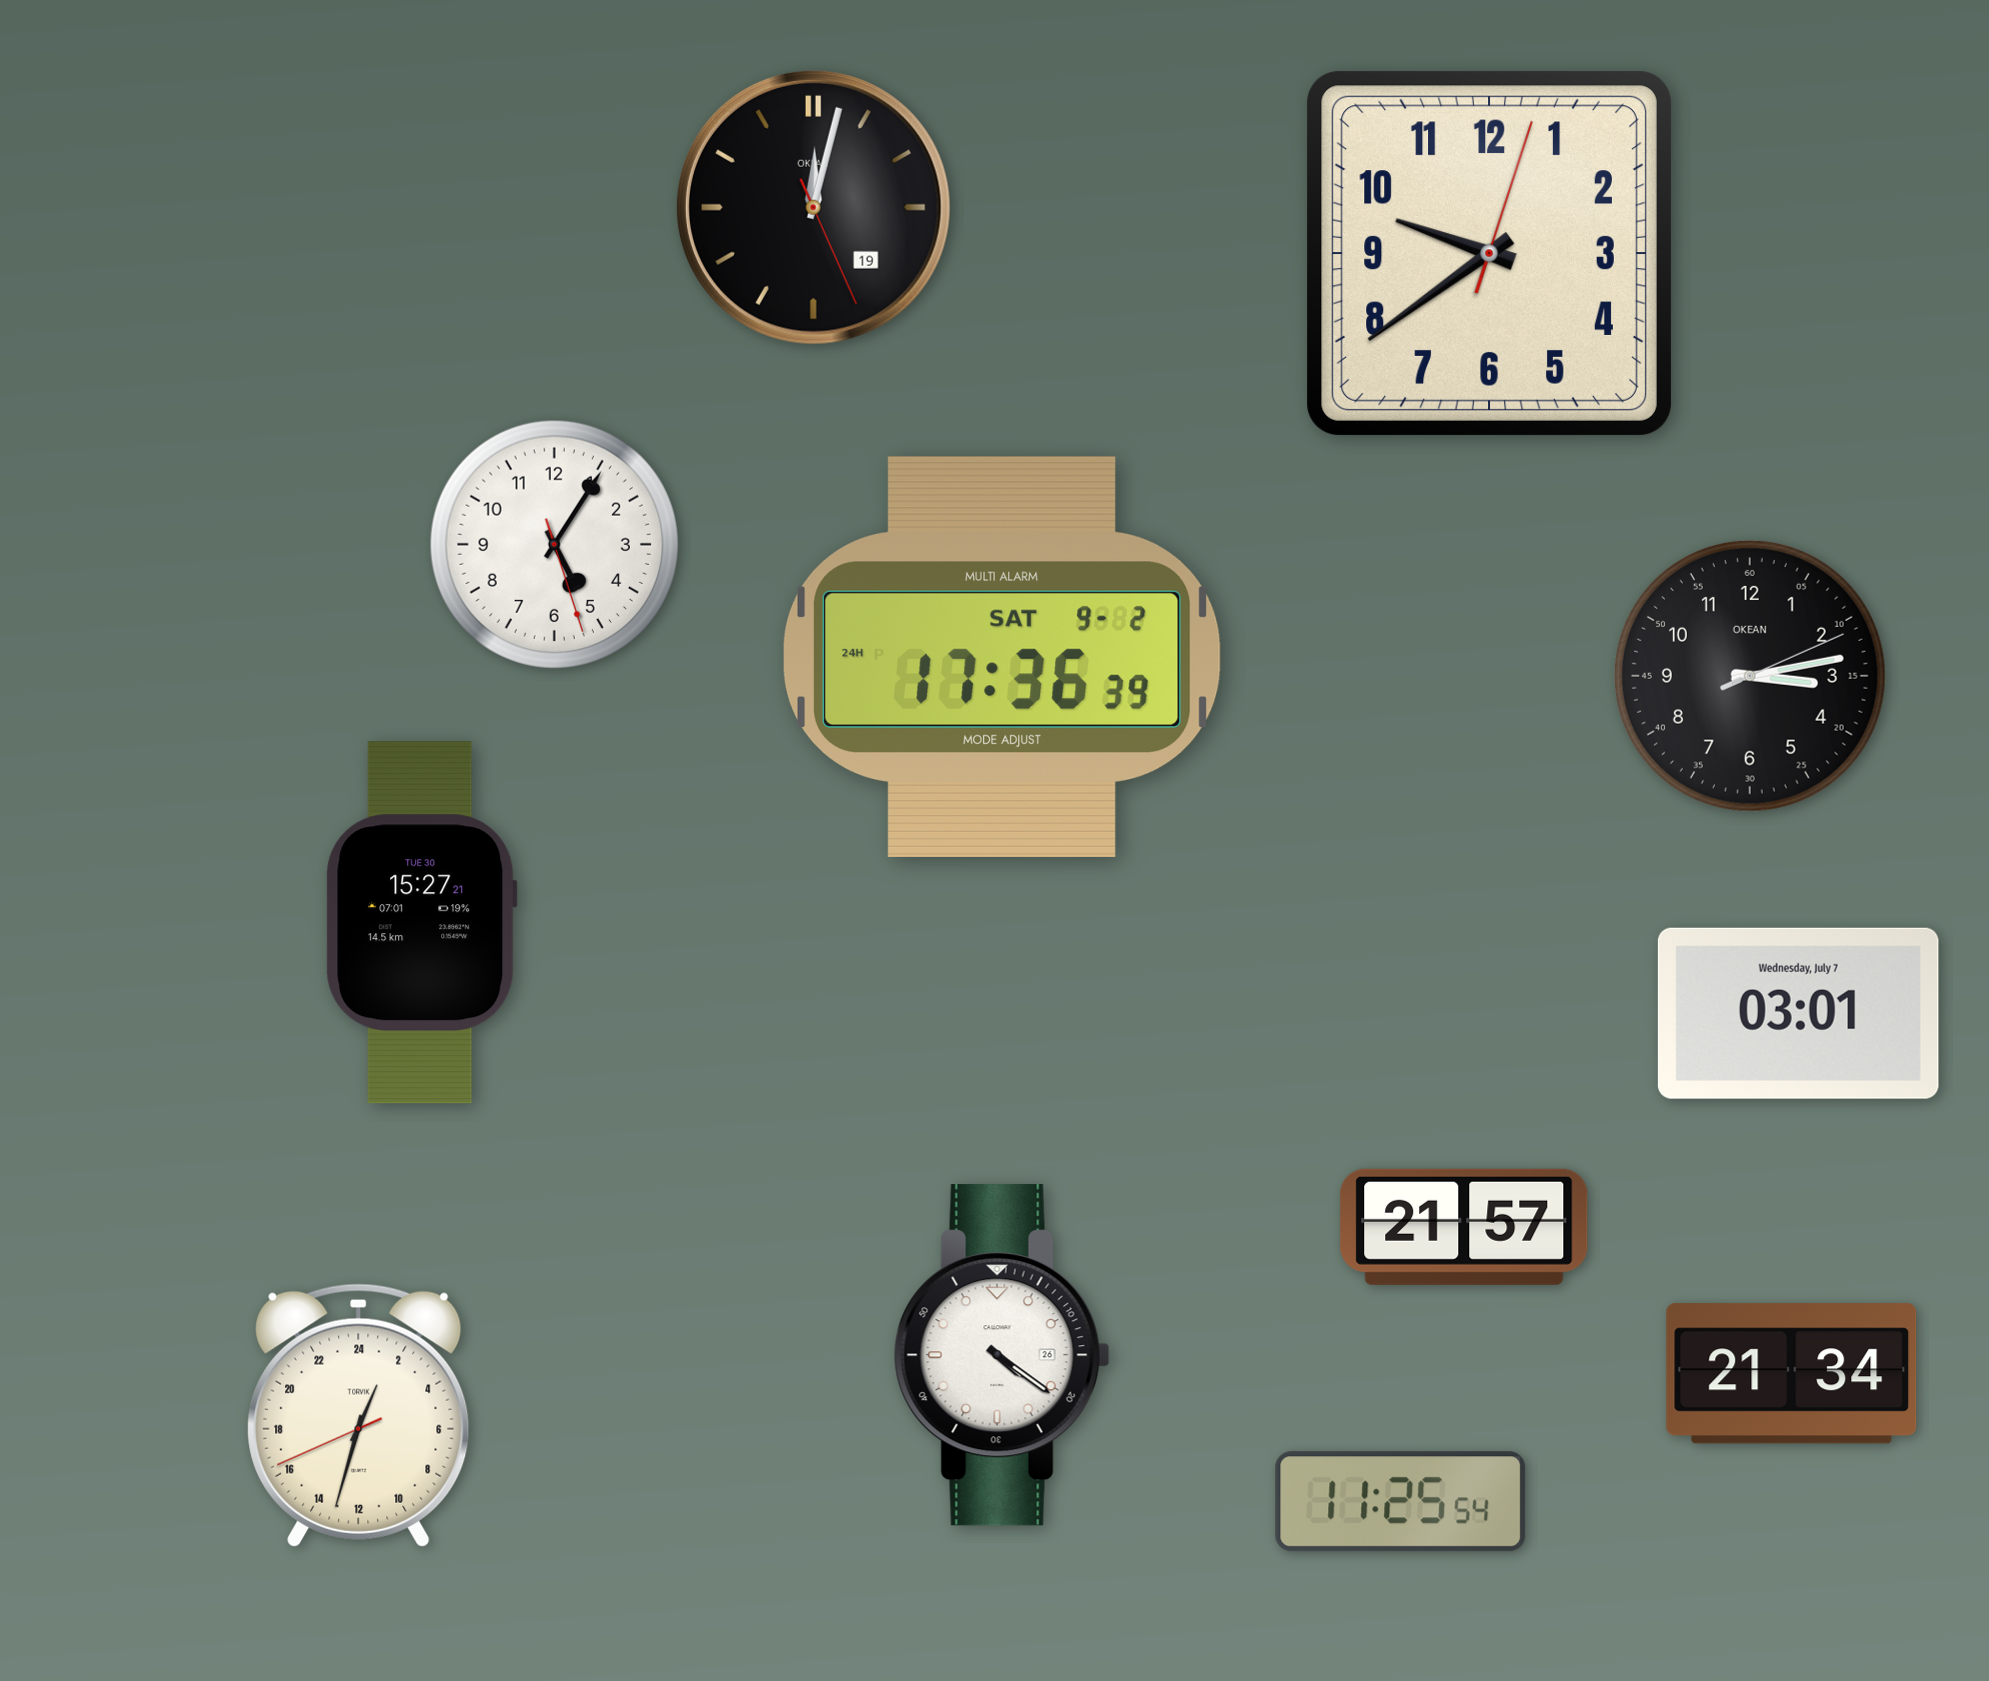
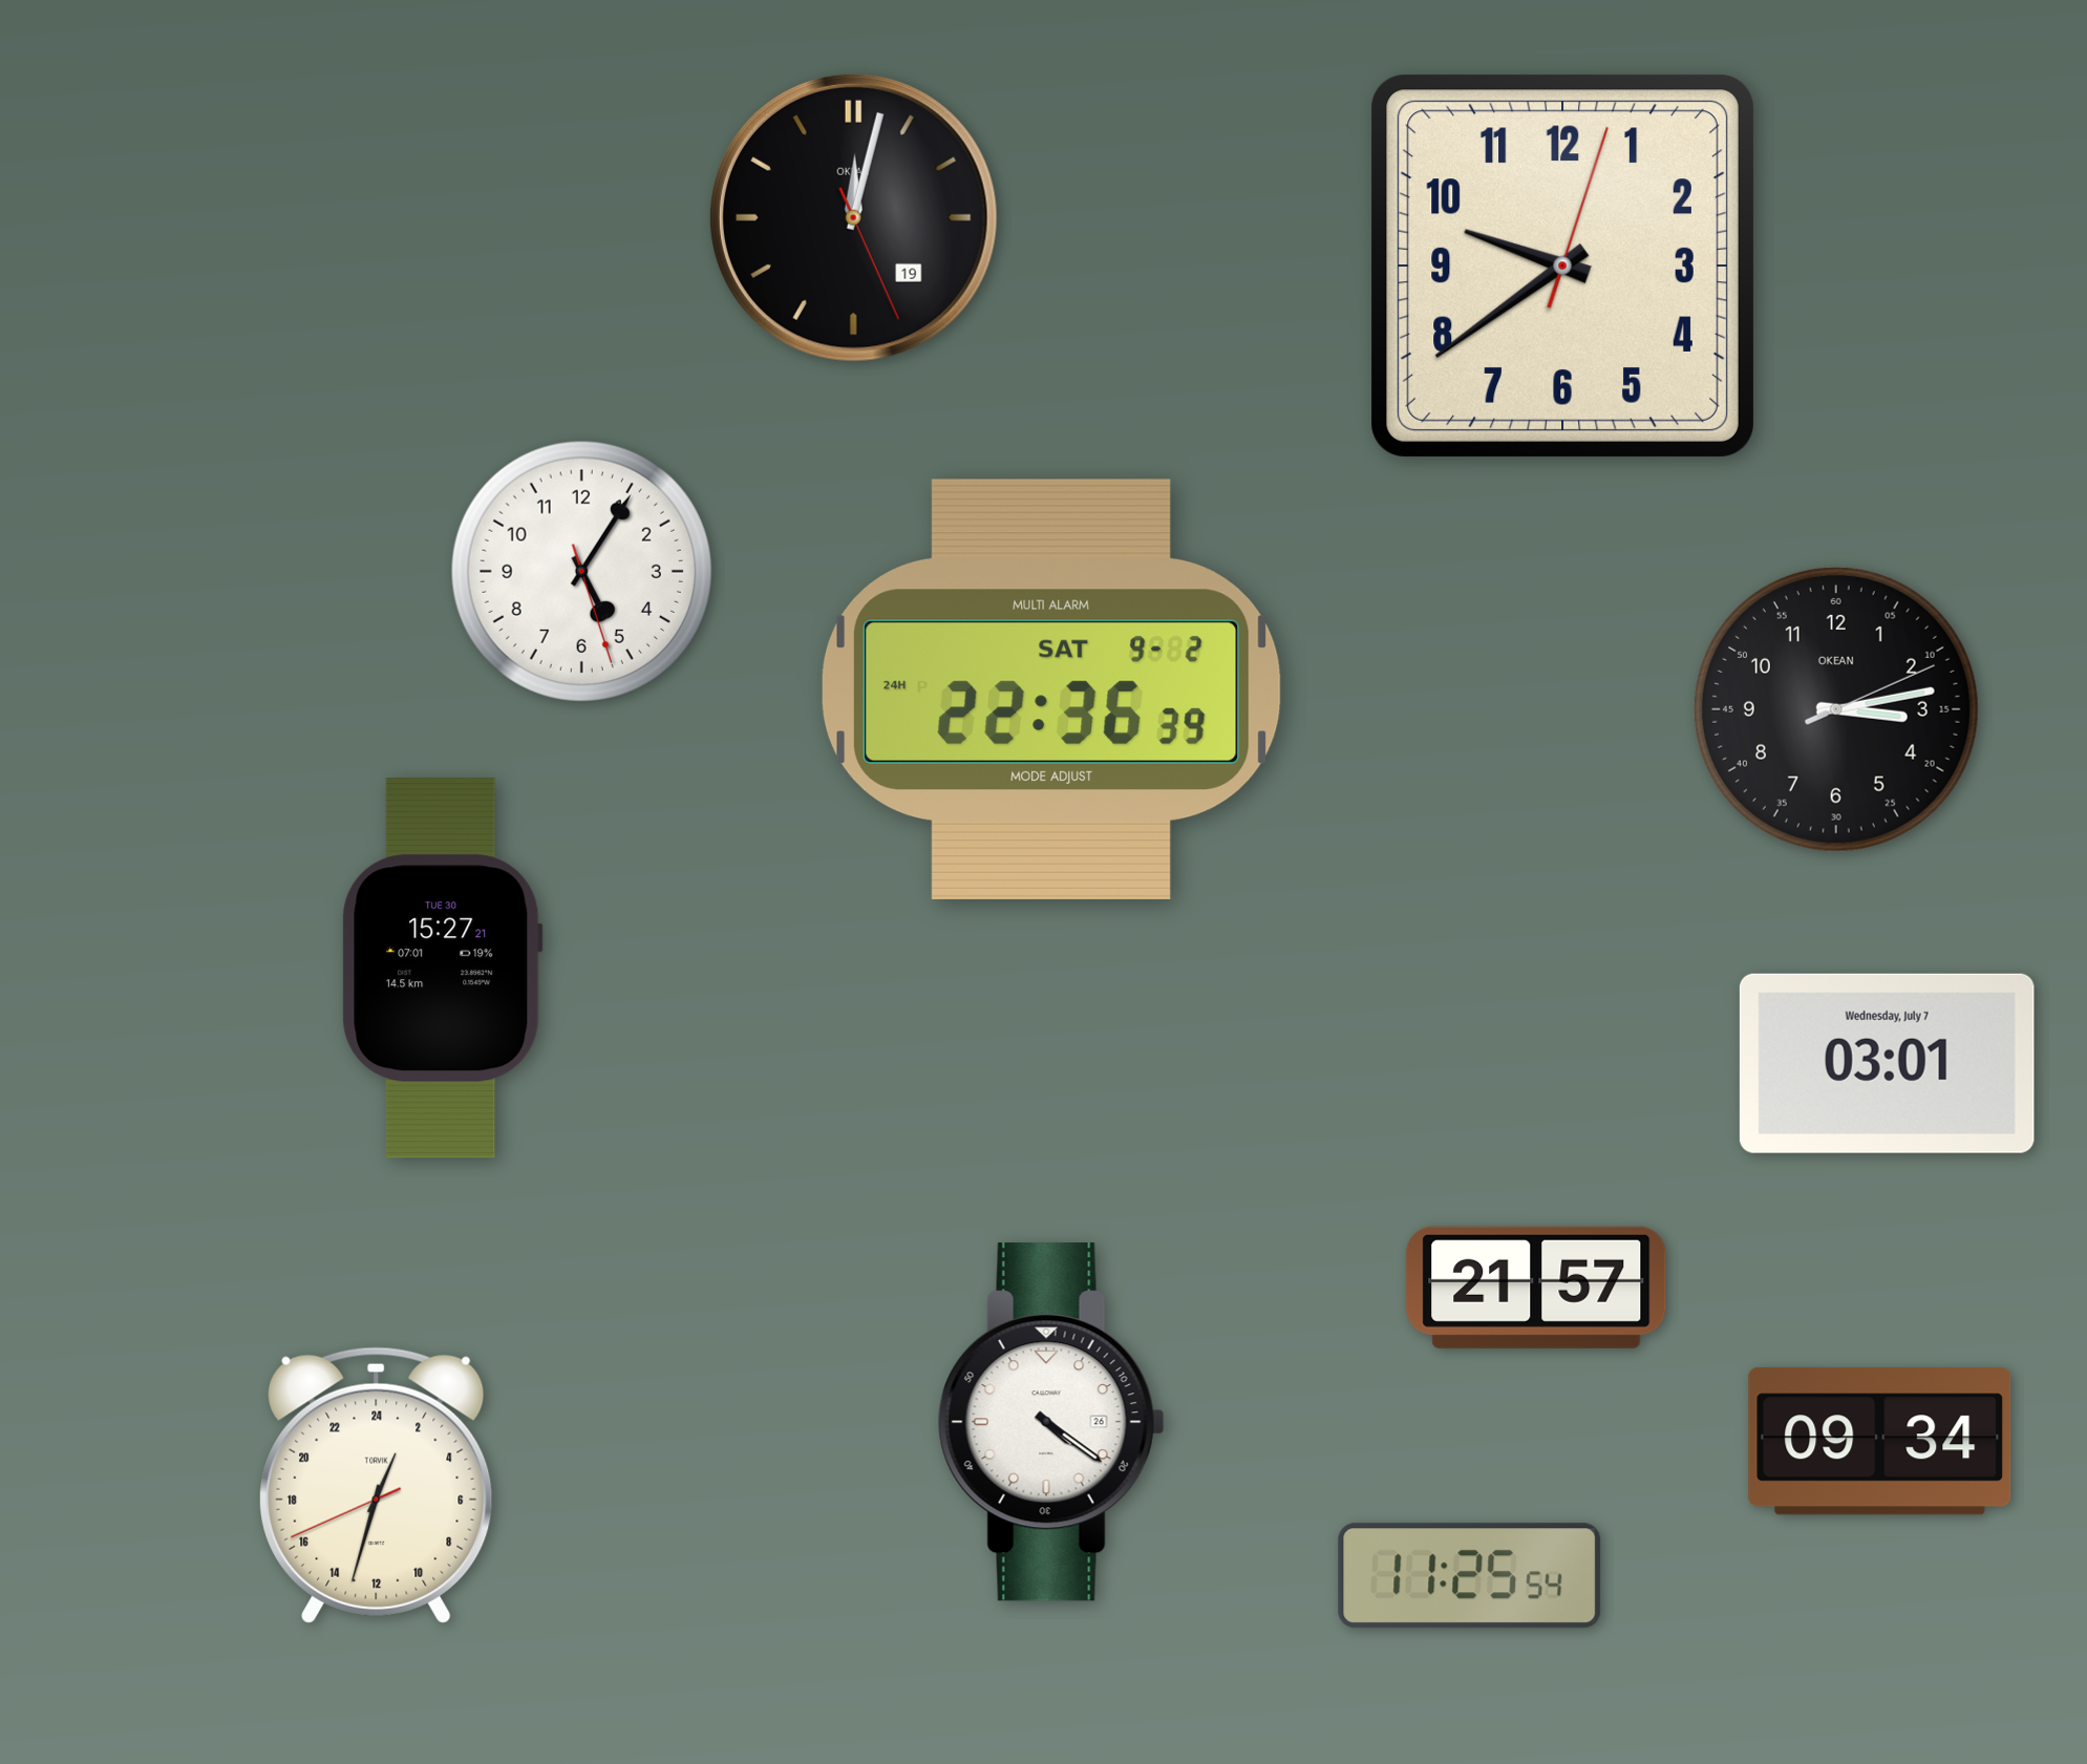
clock at (1002, 657): 17:36 -> 22:36
clock at (1792, 1374): 21:34 -> 09:34
